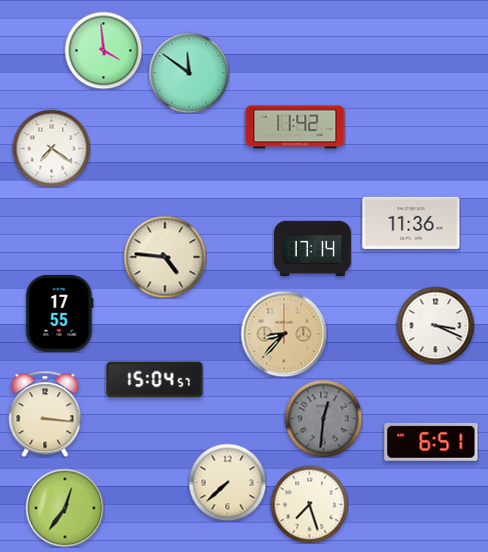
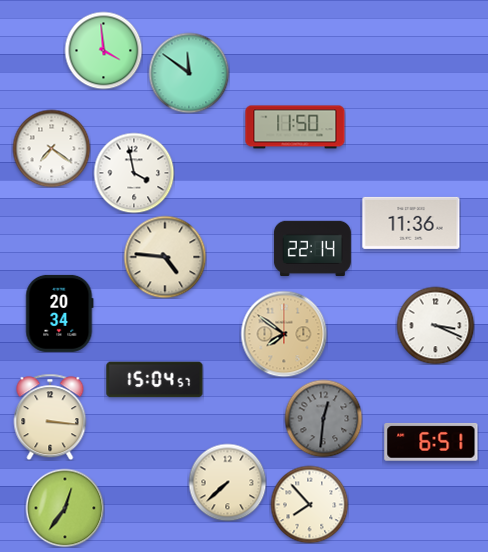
clock at (295, 127): 11:42 -> 11:50
clock at (134, 173): none -> 3:58
clock at (312, 248): 17:14 -> 22:14
clock at (60, 313): 17:55 -> 20:34
clock at (284, 334): 8:37 -> 7:51
clock at (45, 414) position: (45, 414) -> (50, 417)
clock at (309, 504): 7:27 -> 7:53
